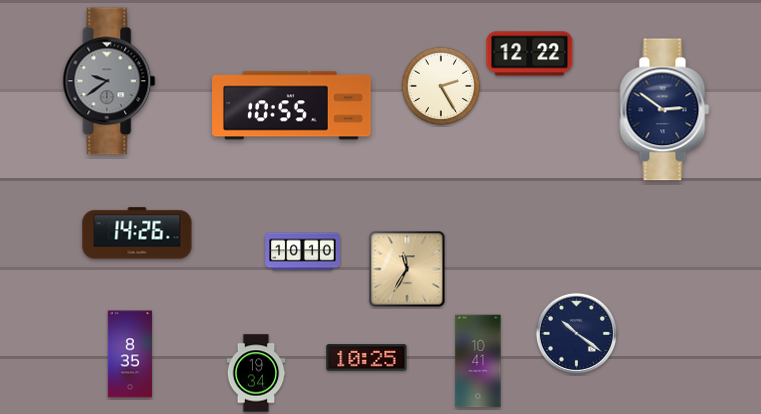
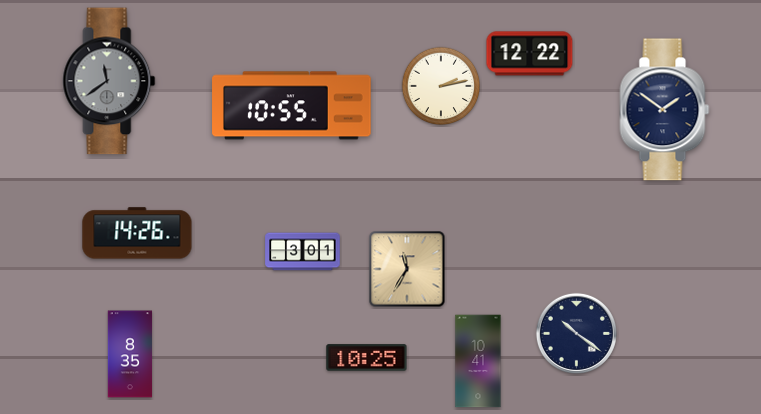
clock at (109, 81): 9:39 -> 11:39
clock at (441, 86): 2:25 -> 2:13
clock at (665, 110): 2:51 -> 1:51
clock at (303, 252): 10:10 -> 3:01
clock at (256, 373): 19:34 -> none
